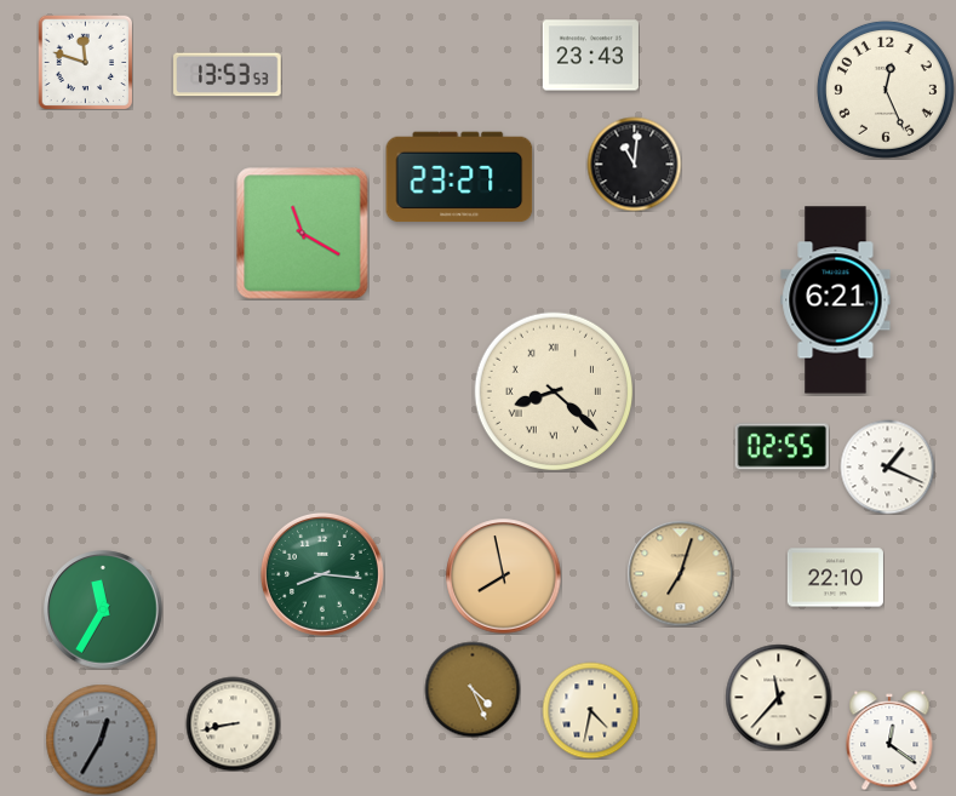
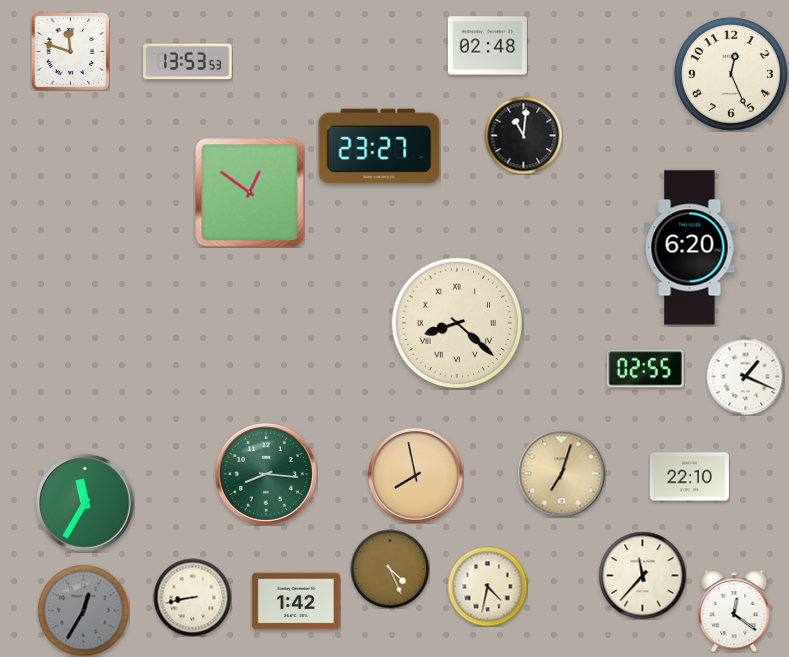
clock at (590, 56): 23:43 -> 02:48
clock at (303, 234): 11:20 -> 12:51
clock at (836, 300): 6:21 -> 6:20
clock at (887, 466) position: (887, 466) -> (745, 376)
clock at (296, 601): none -> 1:42
